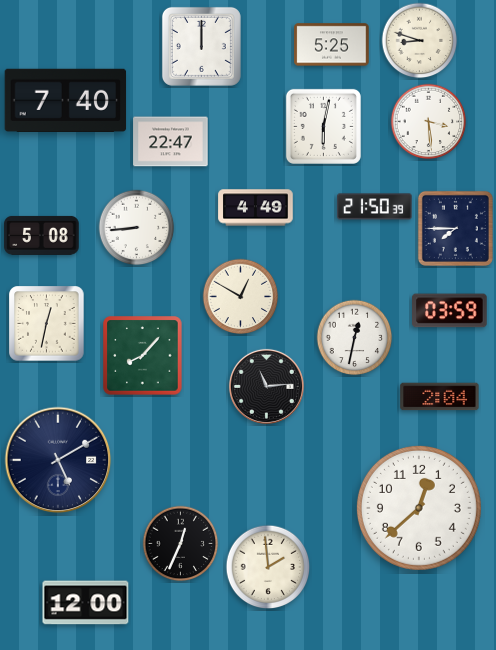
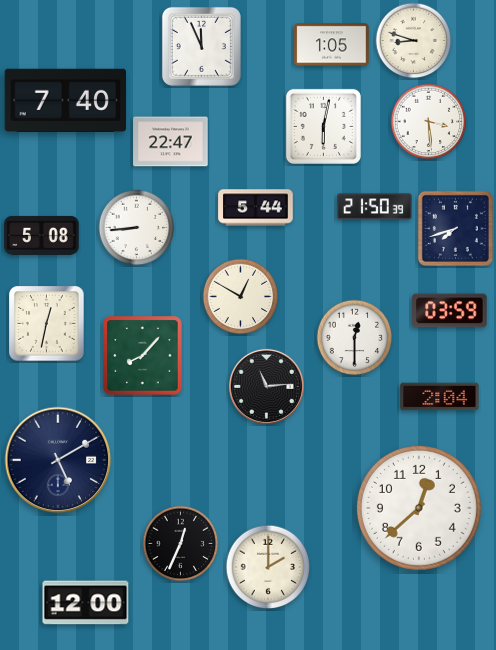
clock at (420, 41) position: (420, 41) -> (414, 41)
clock at (332, 45): 5:25 -> 1:05
clock at (201, 46): 12:00 -> 11:56
clock at (256, 208): 4:49 -> 5:44
clock at (455, 228): 7:45 -> 7:42
clock at (355, 338): 12:32 -> 12:30
clock at (268, 567): 1:59 -> 2:00
